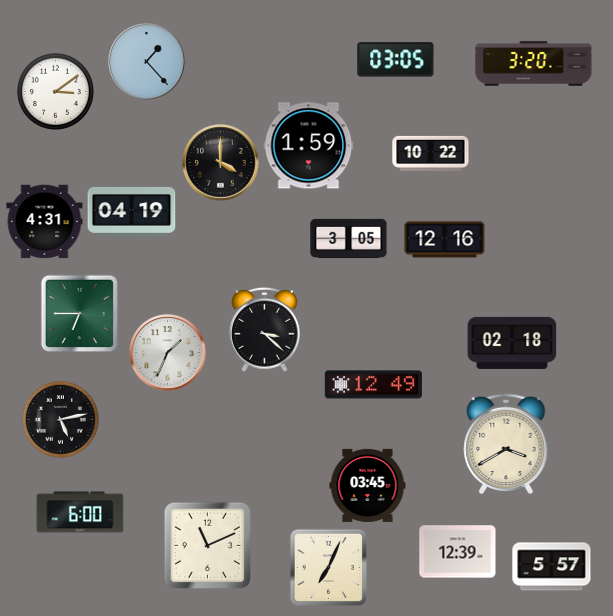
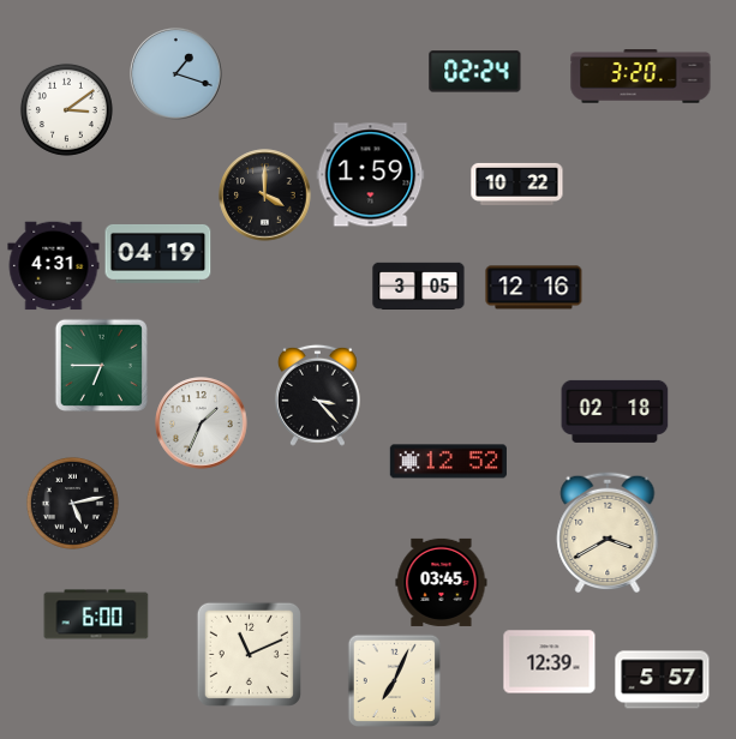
clock at (396, 60): 03:05 -> 02:24
clock at (147, 62): 1:23 -> 1:18
clock at (79, 313) position: (79, 313) -> (101, 365)
clock at (264, 329): 3:22 -> 3:23
clock at (373, 385): 12:49 -> 12:52
